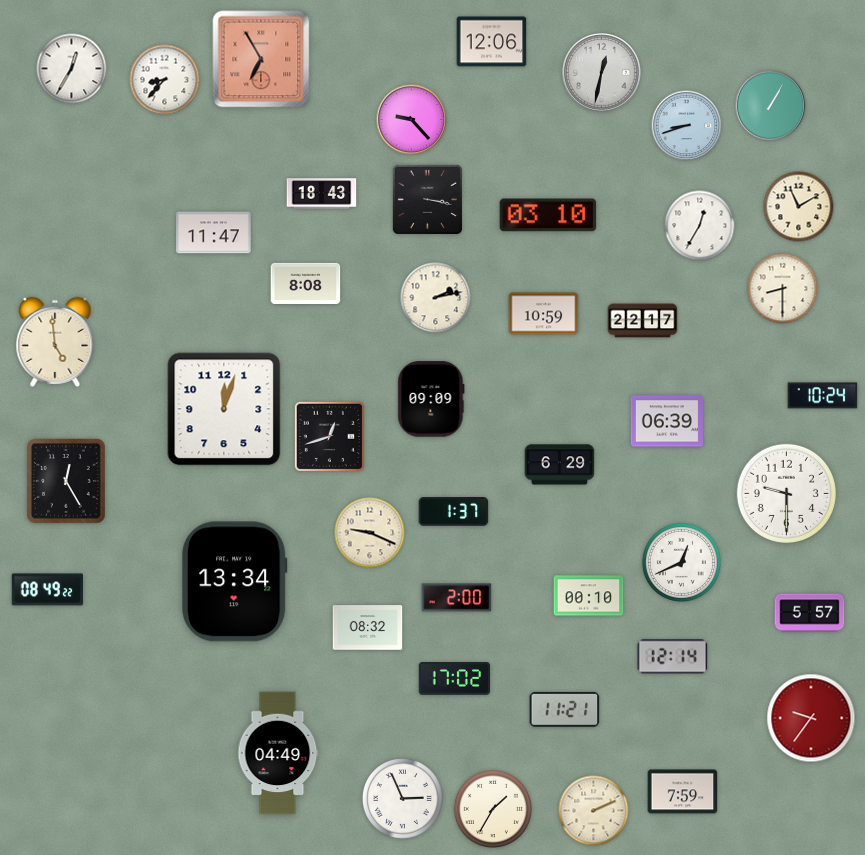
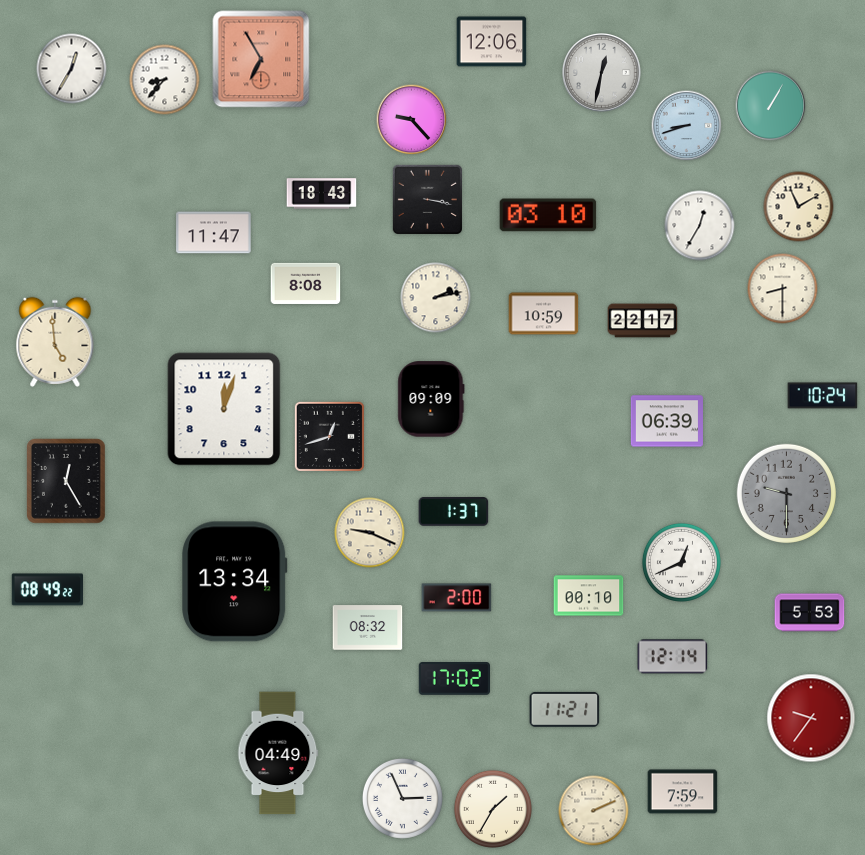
clock at (560, 465): 6:29 -> none
clock at (786, 493) dial: white -> grey
clock at (810, 613): 5:57 -> 5:53
